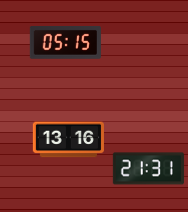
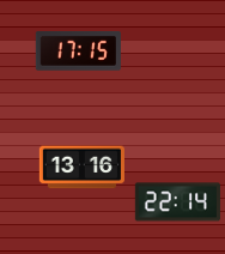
clock at (65, 43): 05:15 -> 17:15
clock at (148, 169): 21:31 -> 22:14
